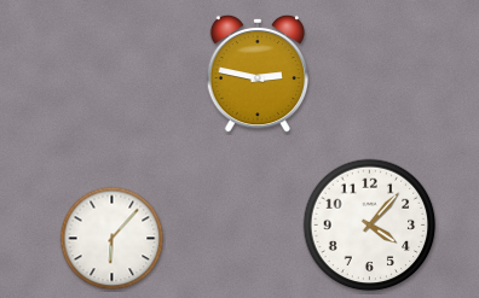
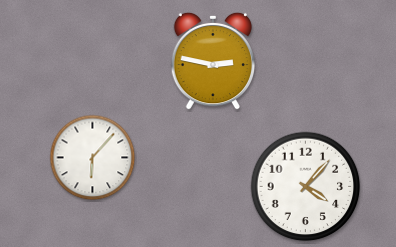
clock at (112, 239) position: (112, 239) -> (93, 158)
